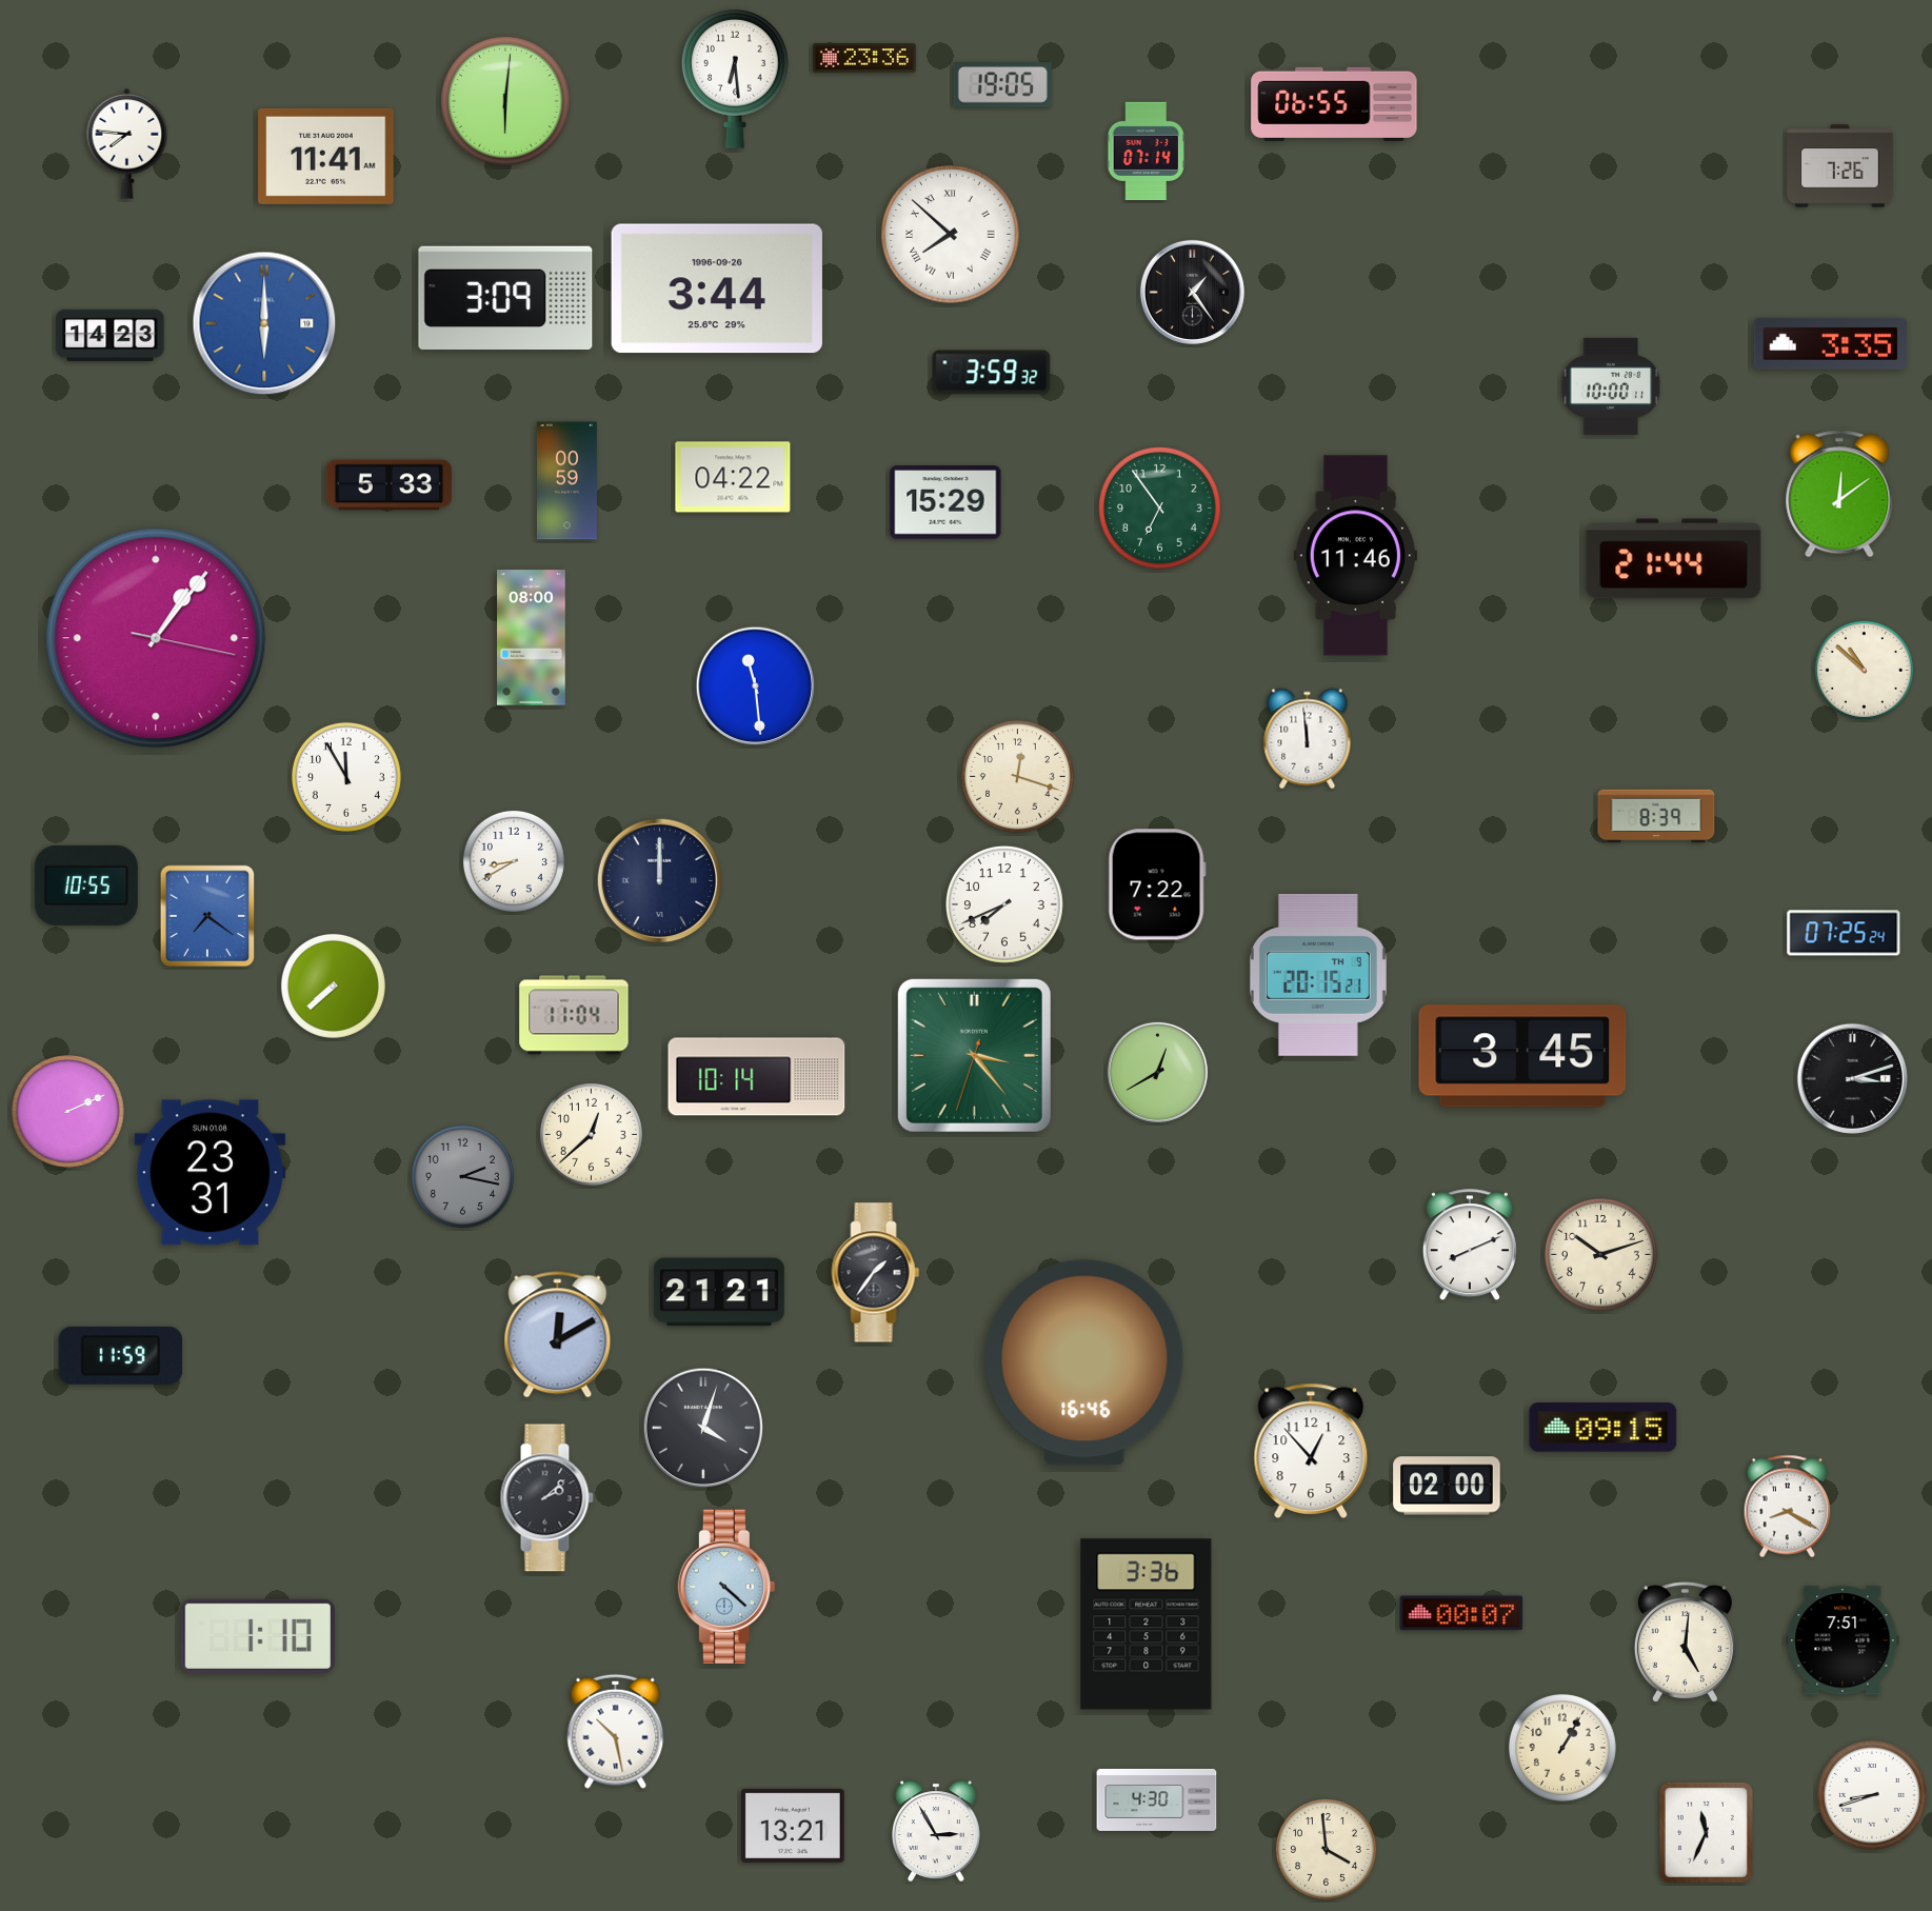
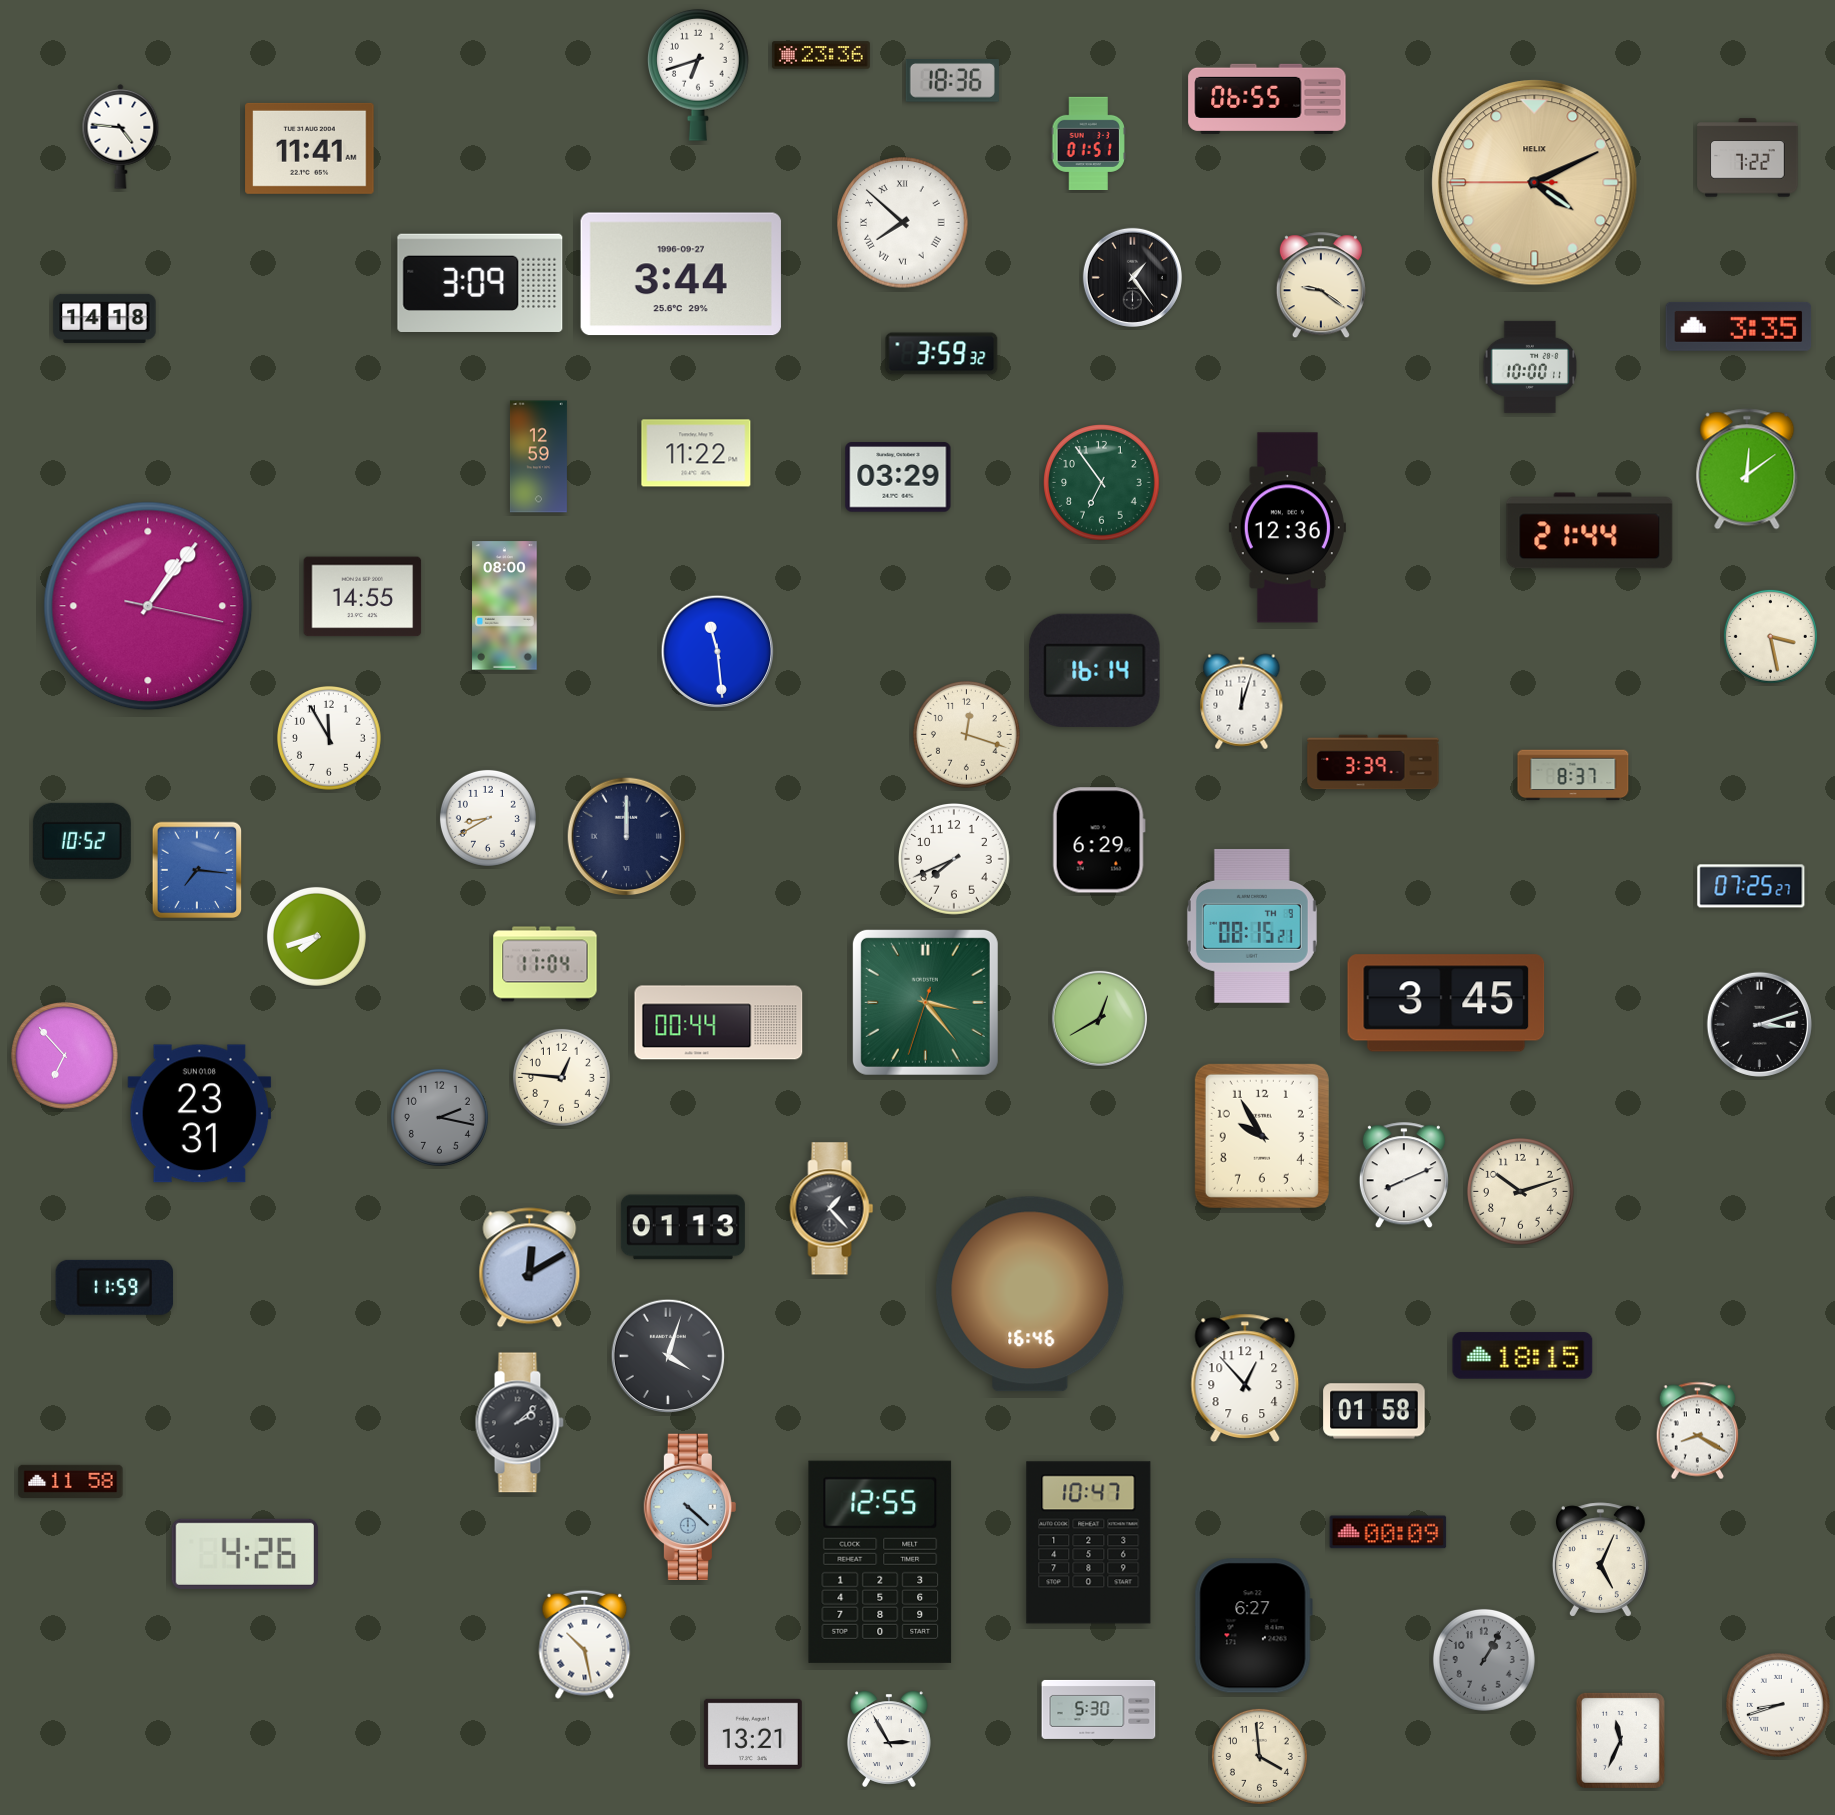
clock at (735, 79): 6:29 -> 6:42
clock at (1002, 85): 19:05 -> 18:36
clock at (505, 101): 6:01 -> none
clock at (127, 143): 7:46 -> 4:46
clock at (1146, 151): 07:14 -> 01:51
clock at (1840, 166): 7:26 -> 7:22
clock at (1535, 183): none -> 4:10
clock at (717, 288) date: 1996-09-26 -> 1996-09-27
clock at (1321, 286): none -> 9:21
clock at (264, 323): 6:00 -> none
clock at (111, 335): 14:23 -> 14:18
clock at (733, 477): 04:22 -> 11:22
clock at (566, 481): 00:59 -> 12:59
clock at (390, 485): 5:33 -> none
clock at (945, 502): 15:29 -> 03:29
clock at (1355, 556): 11:46 -> 12:36
clock at (363, 597): none -> 14:55
clock at (1864, 670): 10:52 -> 3:28
clock at (1095, 670): none -> 16:14
clock at (1308, 739): 11:59 -> 12:03
clock at (1017, 776) position: (1017, 776) -> (966, 734)
clock at (1373, 762): none -> 3:39
clock at (1656, 816): 8:39 -> 8:37
clock at (1157, 884): 7:22 -> 6:29
clock at (86, 885): 10:55 -> 10:52
clock at (207, 916): 7:21 -> 7:16
clock at (1844, 933): 07:25:24 -> 07:25:27
clock at (1318, 975): 20:15 -> 08:15
clock at (333, 986): 7:38 -> 7:42
clock at (757, 1077): 10:14 -> 00:44
clock at (67, 1111): 2:11 -> 6:53
clock at (591, 1134): 12:38 -> 12:46
clock at (1262, 1136): none -> 9:55
clock at (1470, 1246) position: (1470, 1246) -> (1404, 1176)
clock at (876, 1273): 1:36 -> 1:23
clock at (719, 1292): 21:21 -> 01:13
clock at (1604, 1428): 09:15 -> 18:15
clock at (1447, 1486): 02:00 -> 01:58
clock at (71, 1481): none -> 11:58
clock at (1461, 1613): 00:07 -> 00:09
clock at (1147, 1625): 3:36 -> 10:47
clock at (257, 1636): 1:10 -> 4:26
clock at (1843, 1640): 7:51 -> none
clock at (1685, 1643): 5:01 -> 5:04
clock at (880, 1562): none -> 12:55
clock at (1253, 1626): none -> 6:27
clock at (1562, 1748) dial: cream -> grey
clock at (1157, 1799): 4:30 -> 5:30
